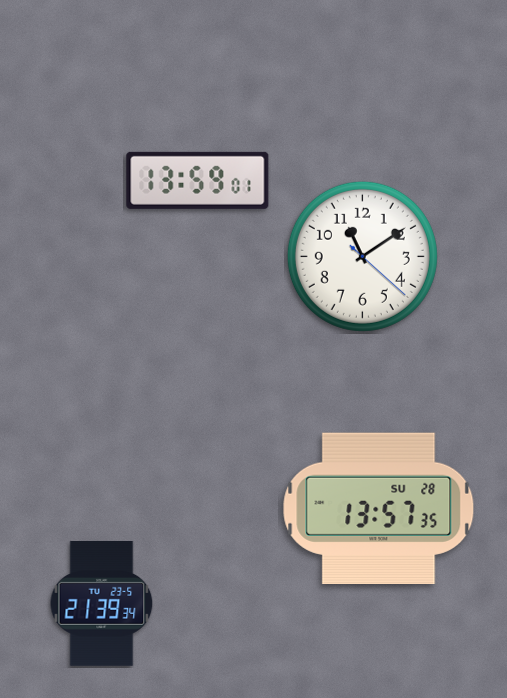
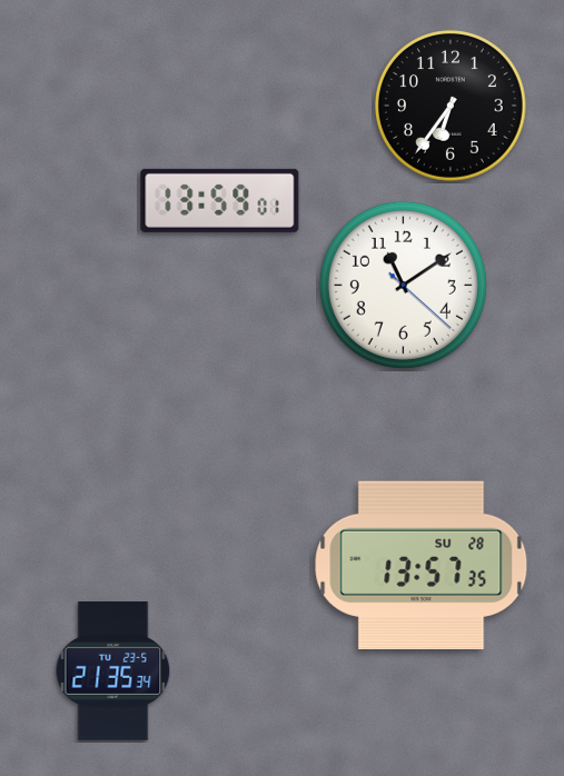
clock at (451, 106): none -> 6:36
clock at (102, 604): 21:39 -> 21:35
